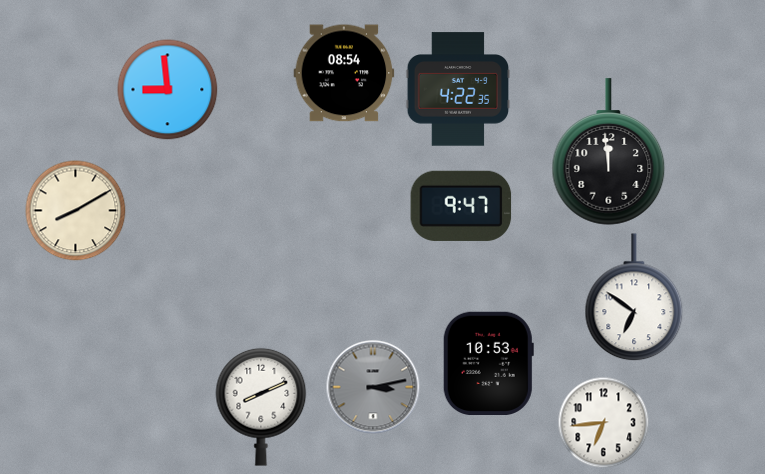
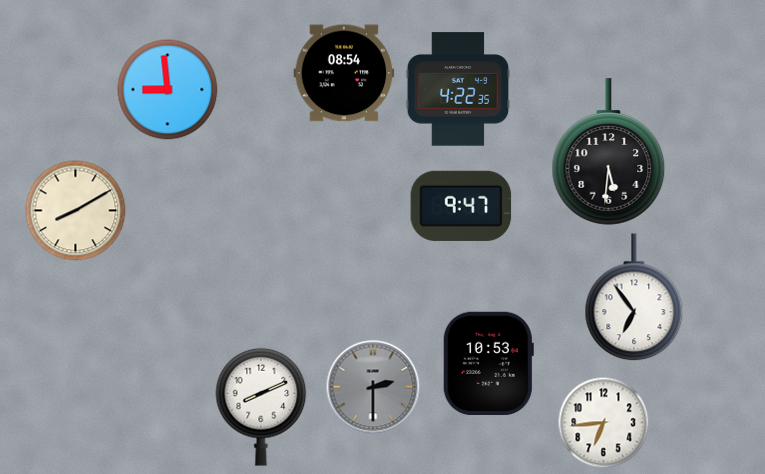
clock at (609, 152): 11:59 -> 5:31
clock at (634, 298): 6:51 -> 6:54
clock at (373, 387): 3:13 -> 2:30
